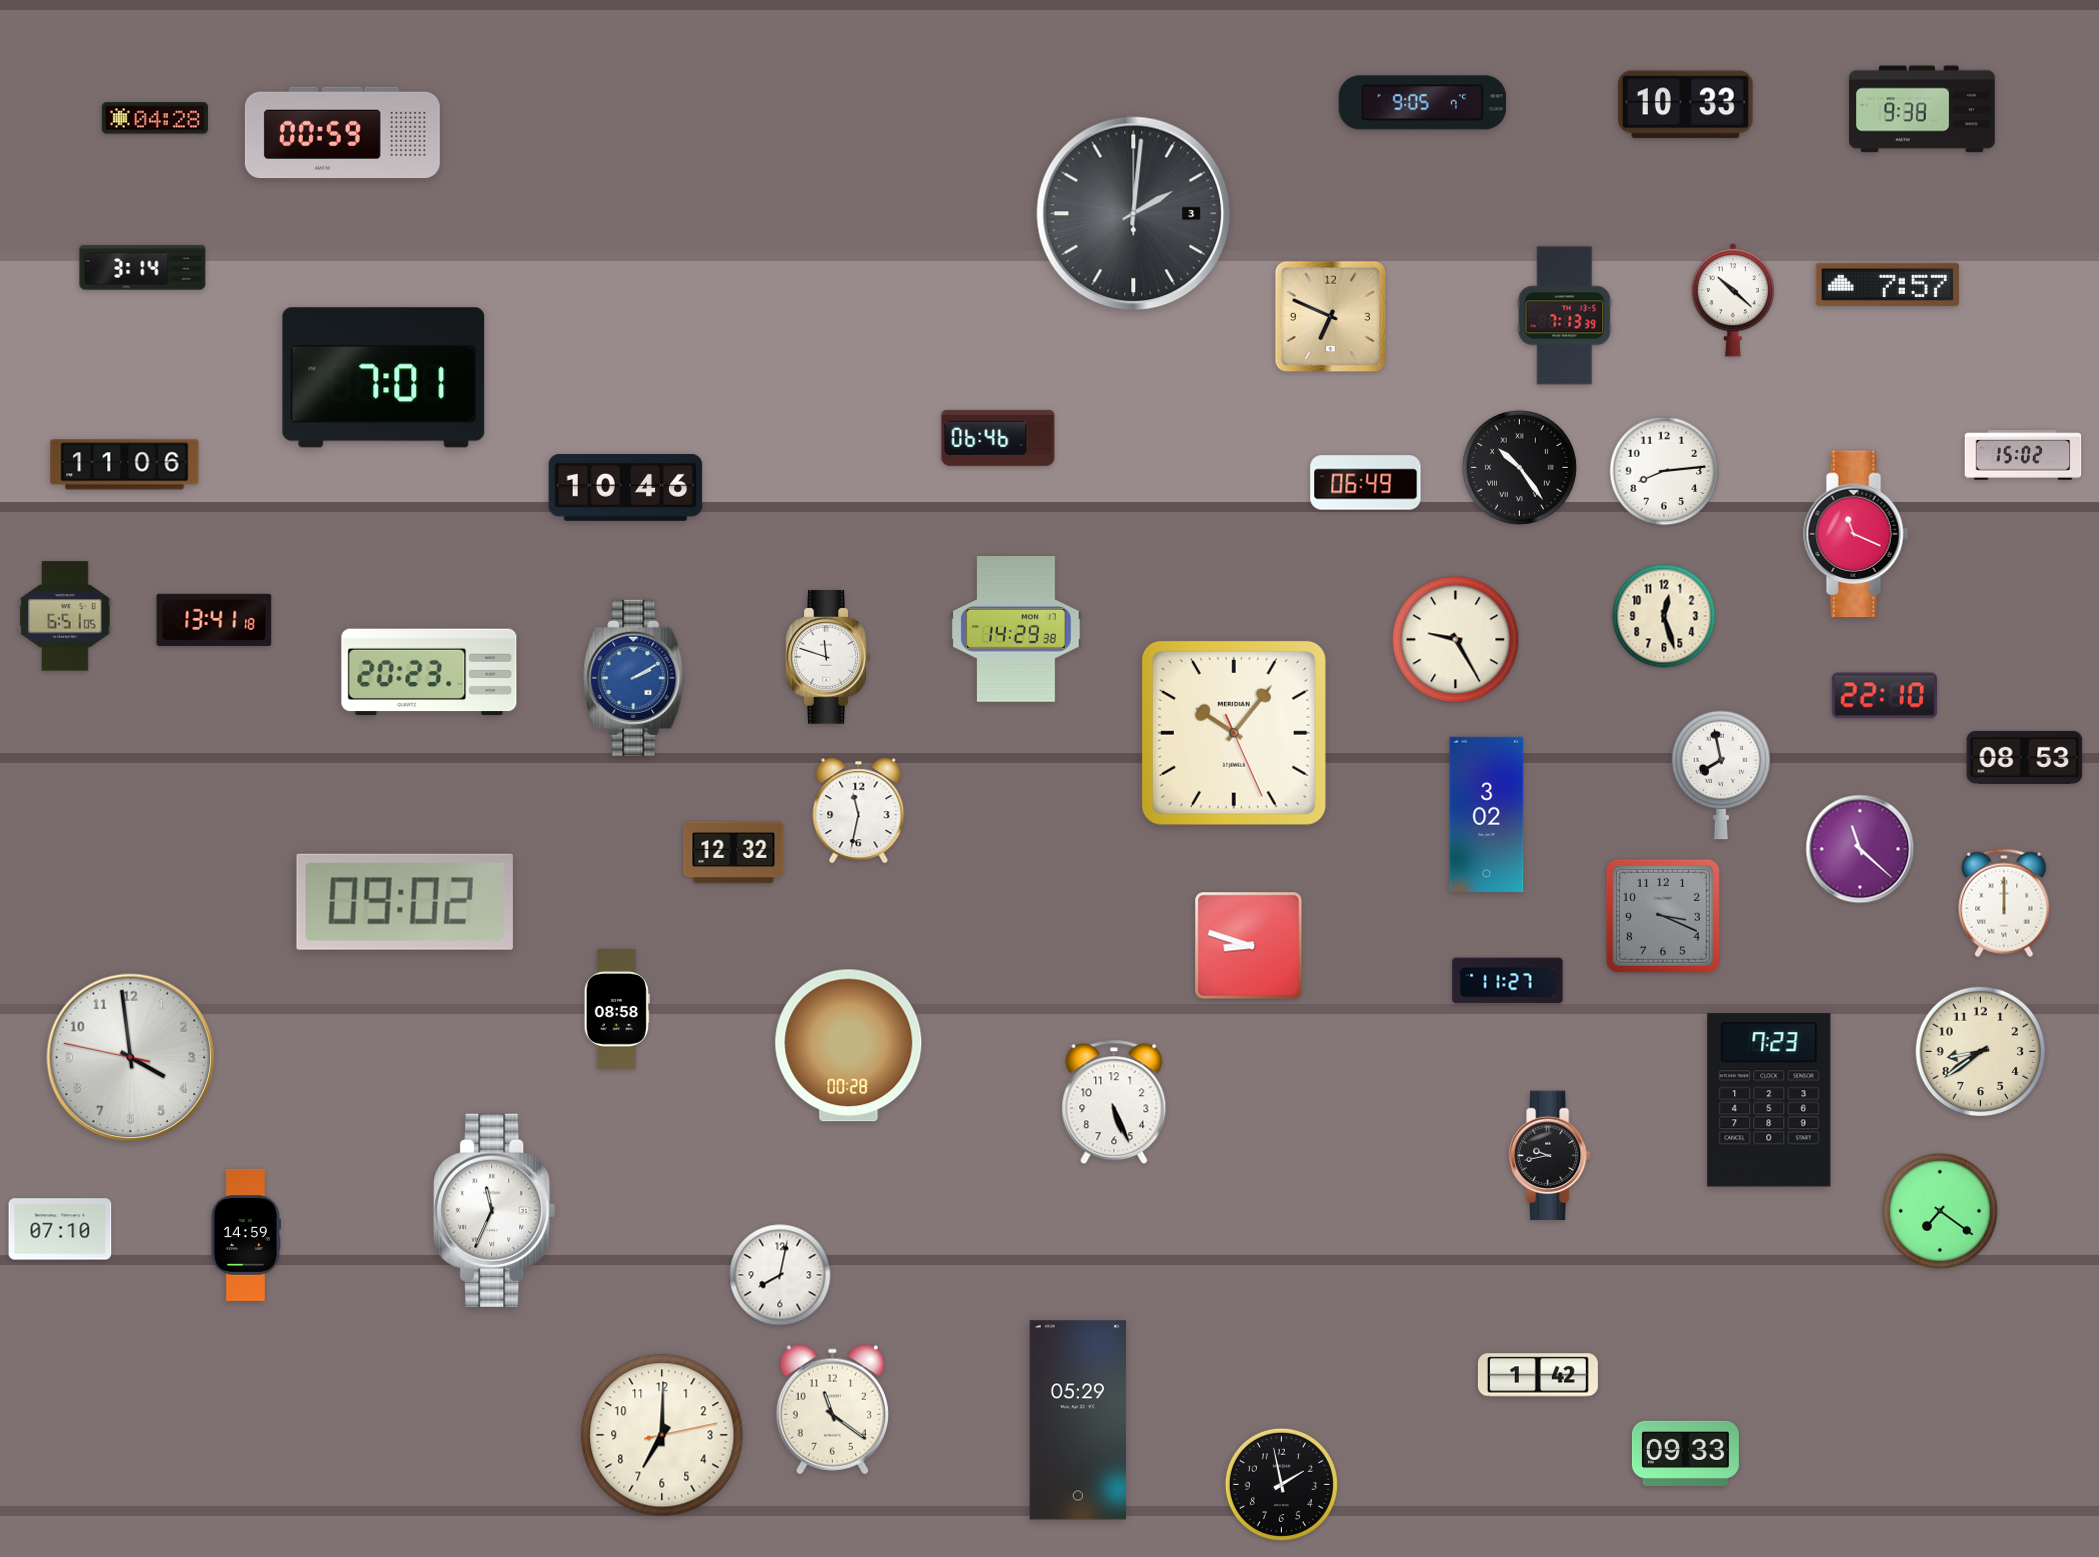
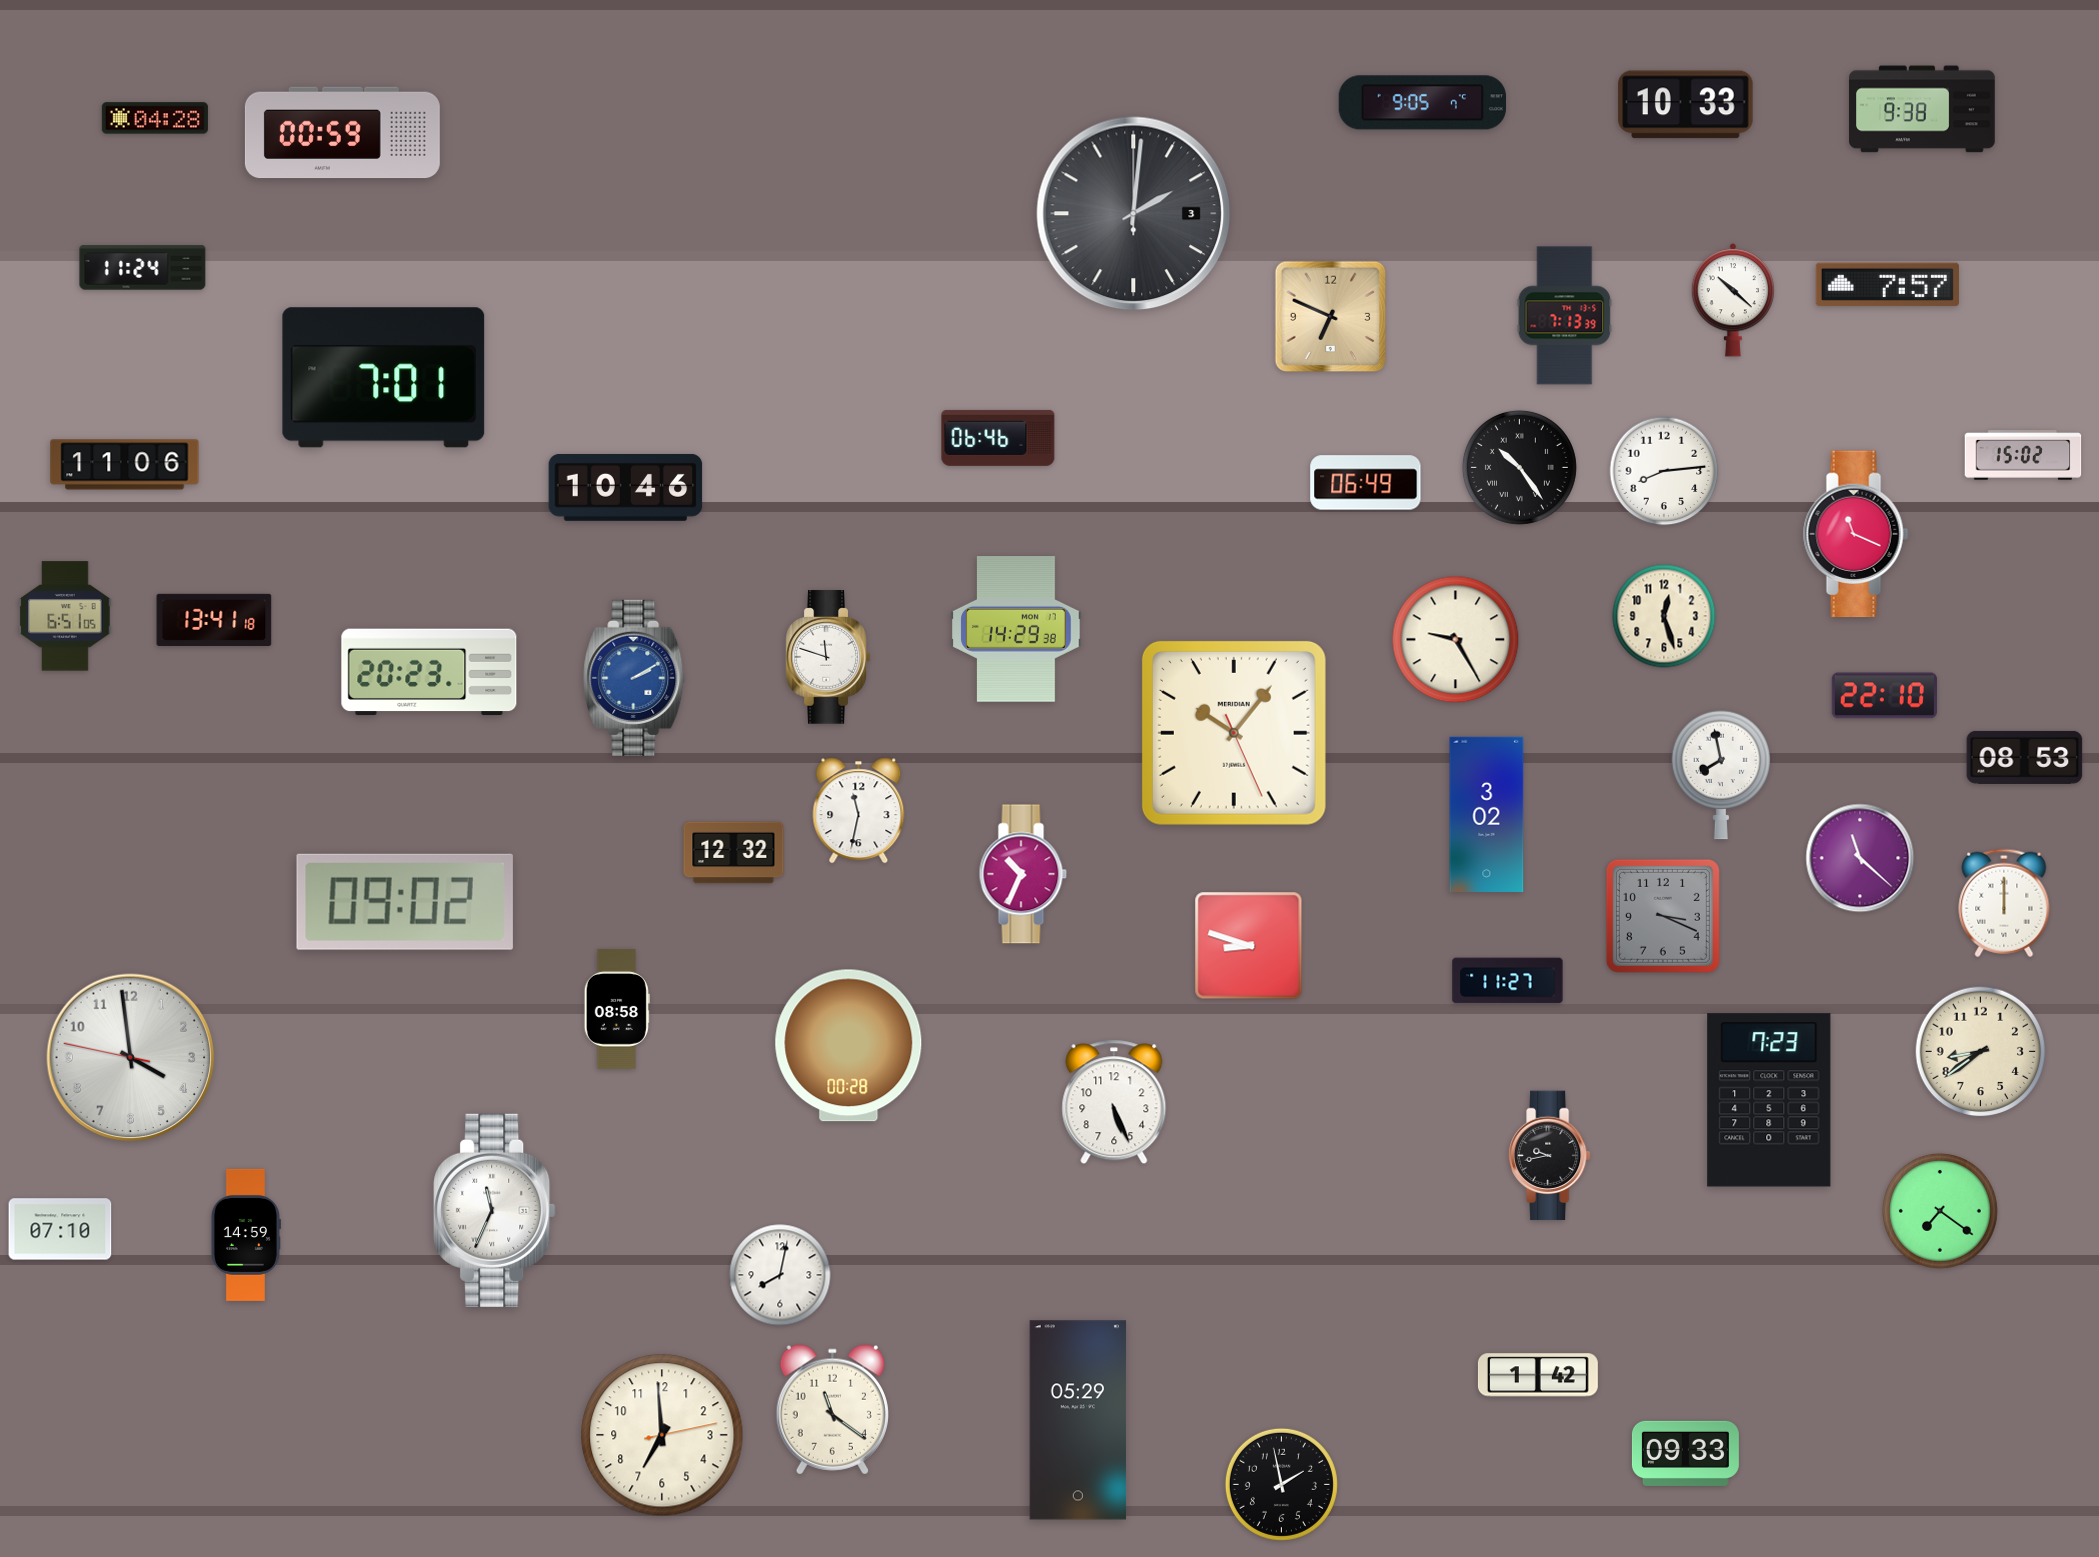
clock at (143, 268): 3:14 -> 11:24
clock at (1860, 849) position: (1860, 849) -> (1860, 858)
clock at (1023, 874): none -> 10:34
clock at (662, 1435): 7:00 -> 6:59
